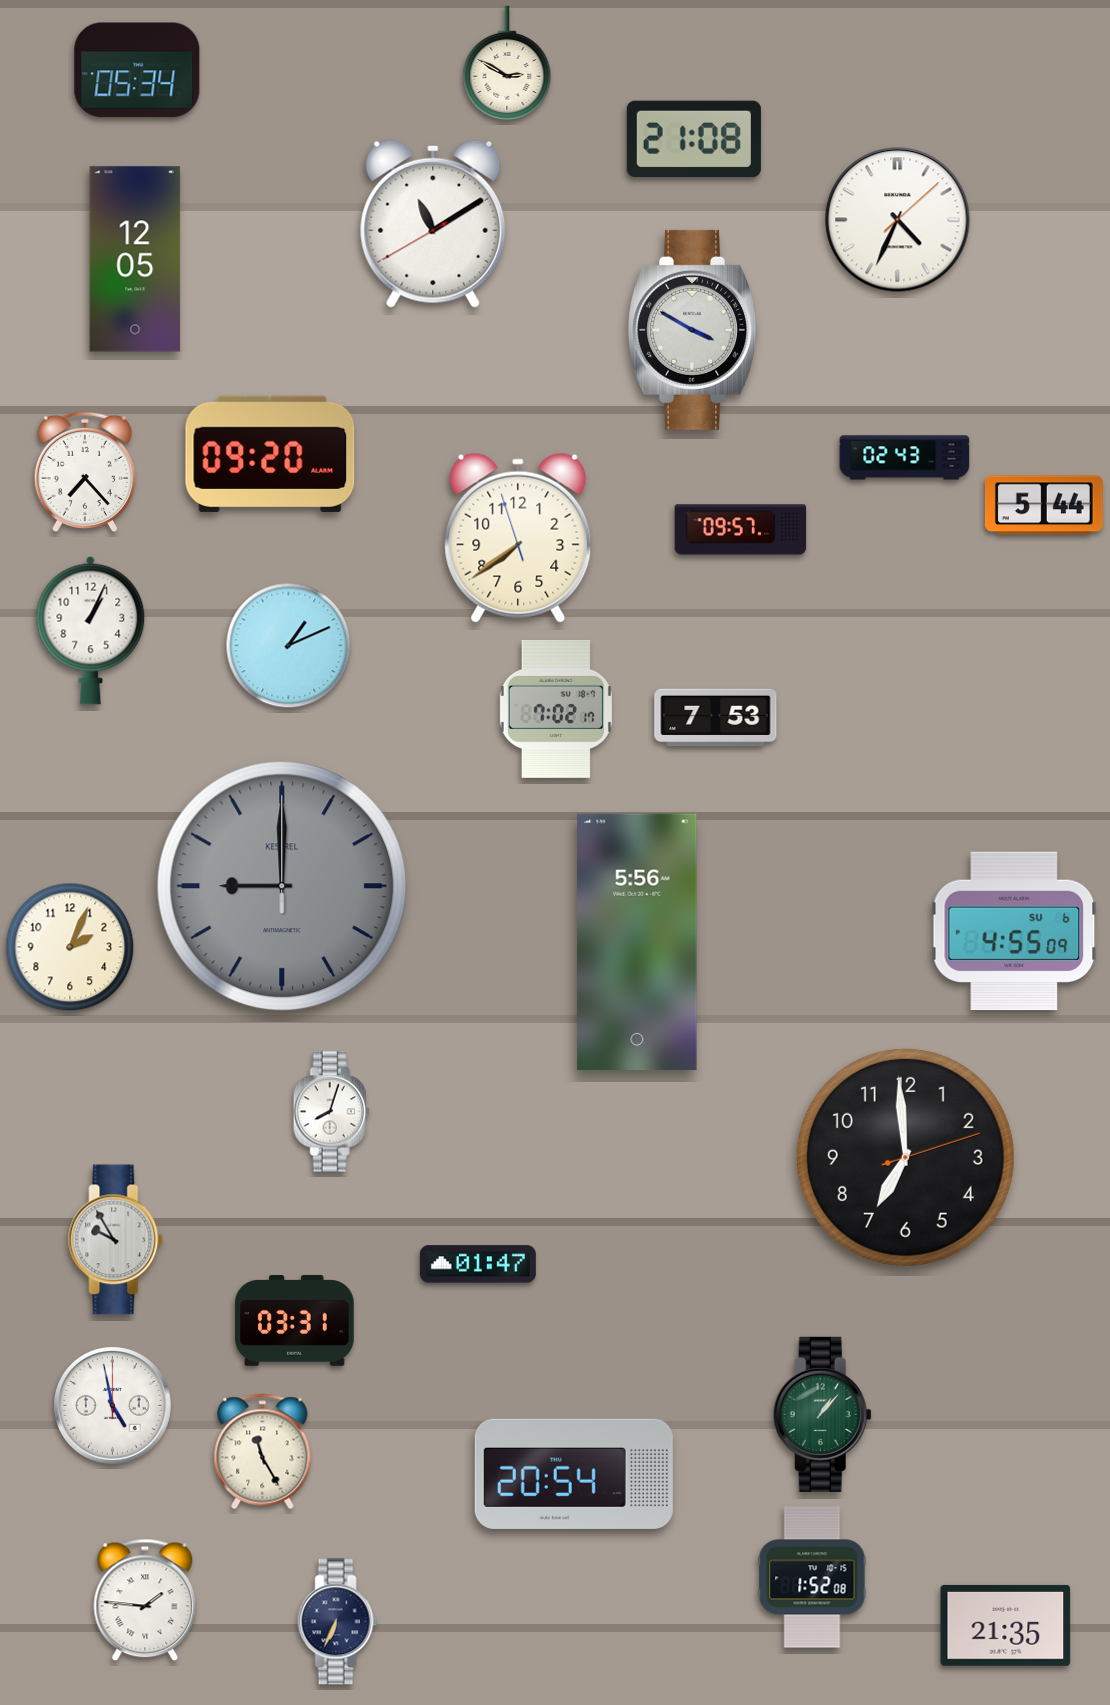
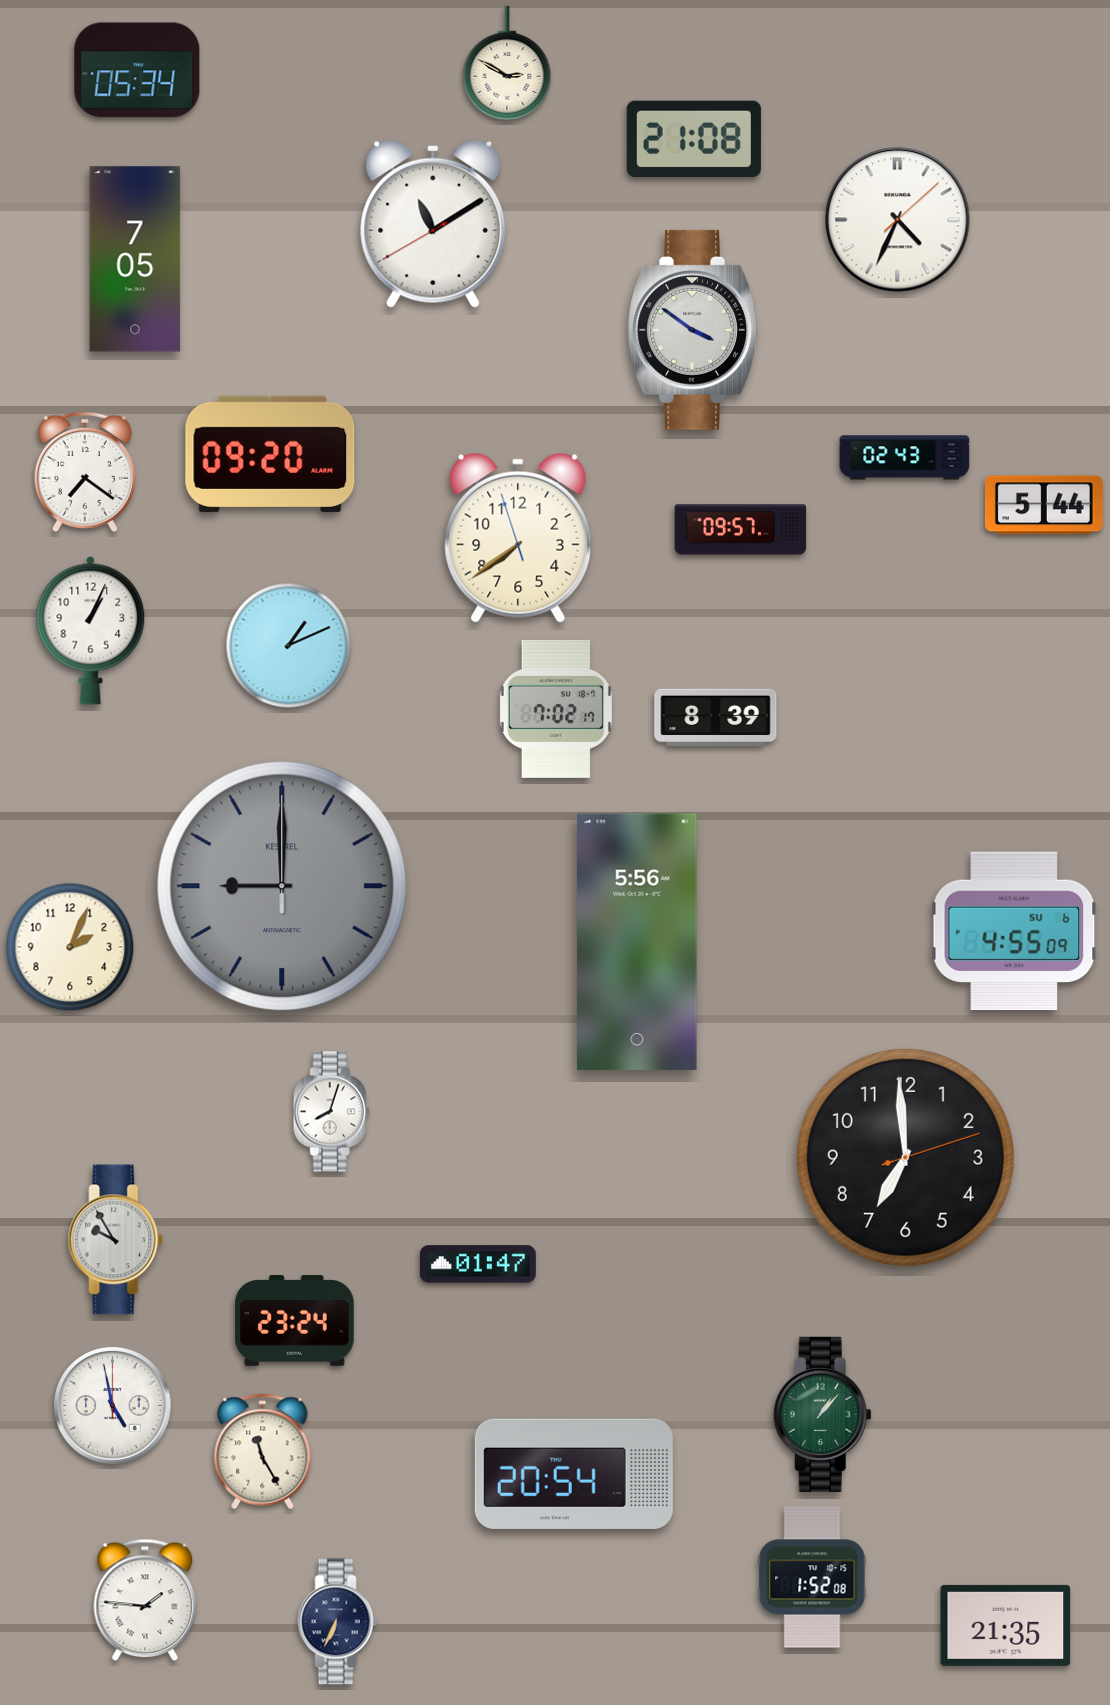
clock at (135, 259): 12:05 -> 7:05
clock at (693, 330): 3:50 -> 3:51
clock at (85, 471): 7:23 -> 7:21
clock at (716, 718): 7:53 -> 8:39
clock at (295, 1321): 03:31 -> 23:24
